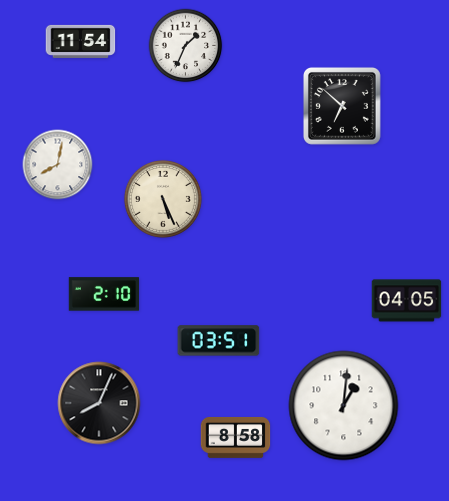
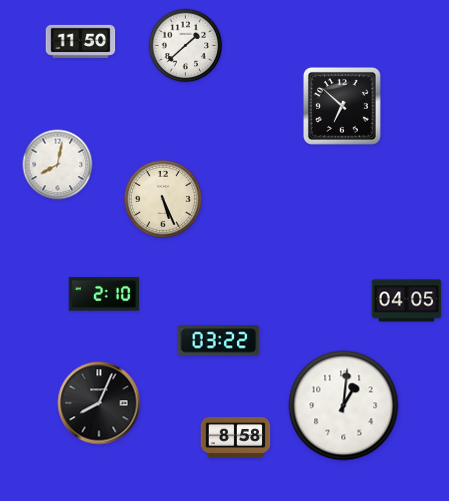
clock at (81, 41): 11:54 -> 11:50
clock at (186, 46): 1:34 -> 1:38
clock at (219, 341): 03:51 -> 03:22
